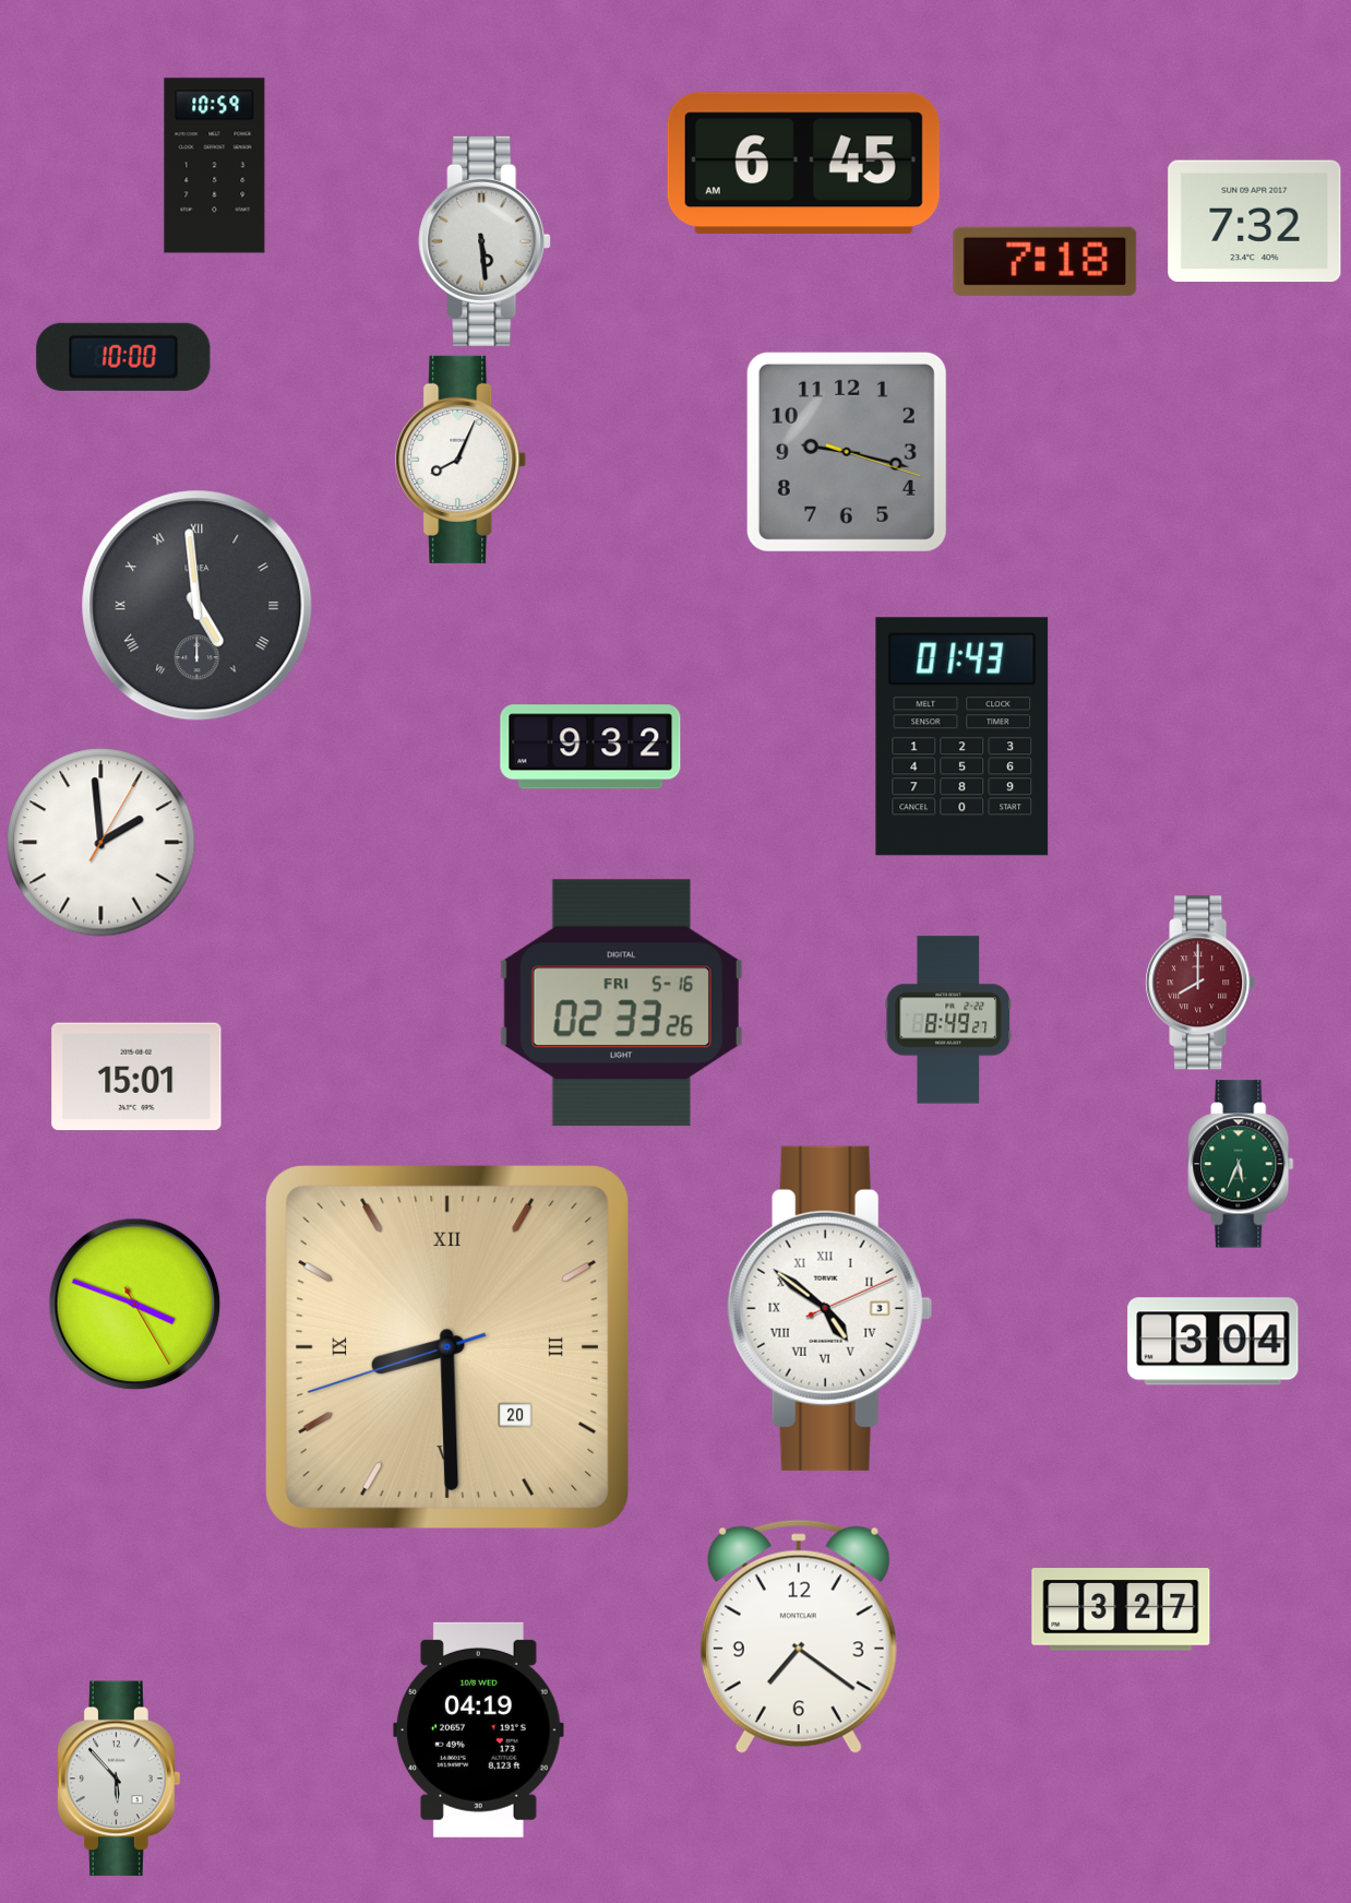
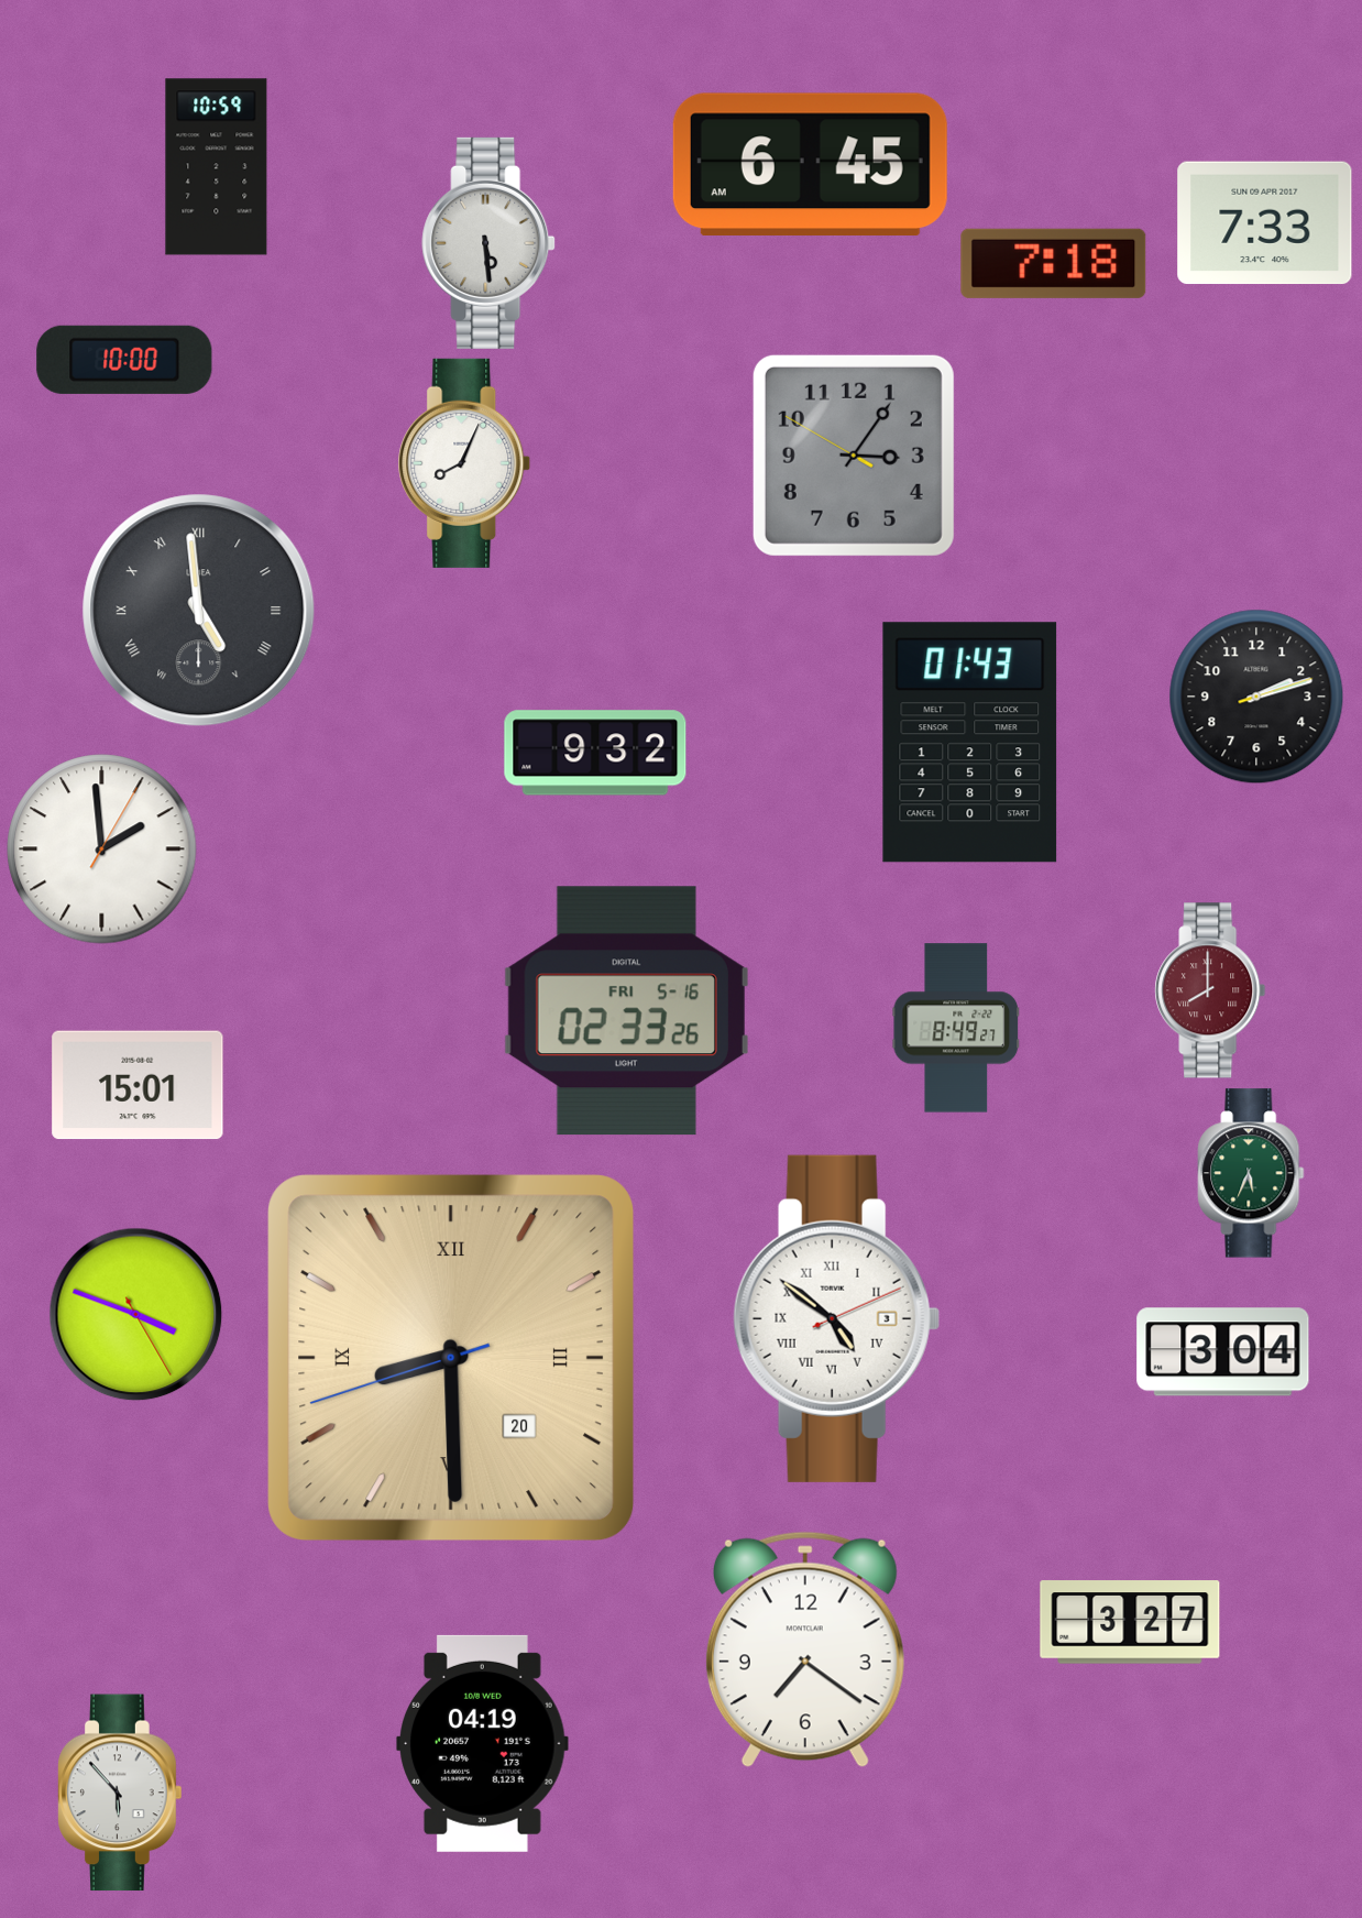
clock at (1255, 222): 7:32 -> 7:33
clock at (847, 452): 9:17 -> 3:05
clock at (1256, 697): none -> 2:12
